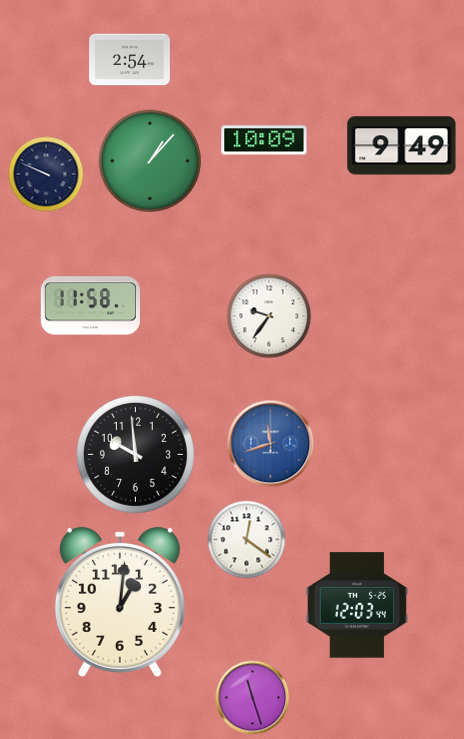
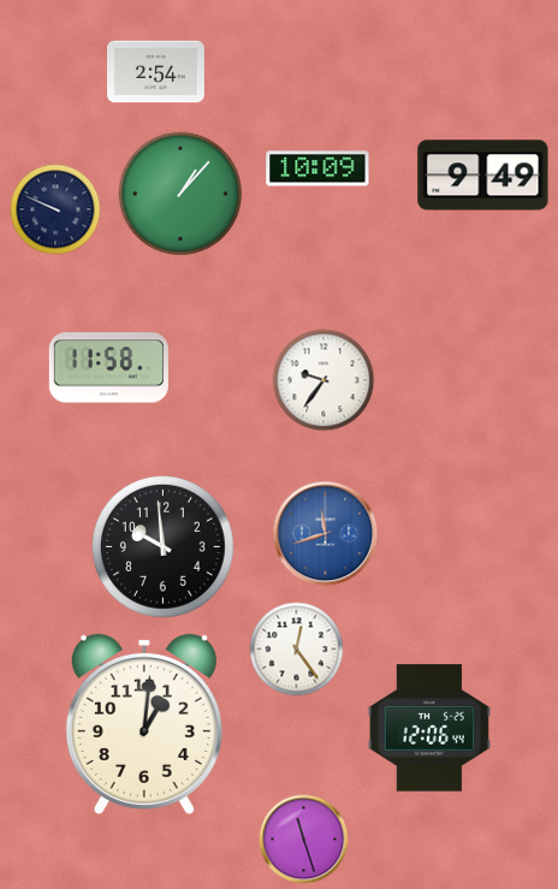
clock at (247, 540): 12:21 -> 12:24
clock at (357, 605): 12:03 -> 12:06
